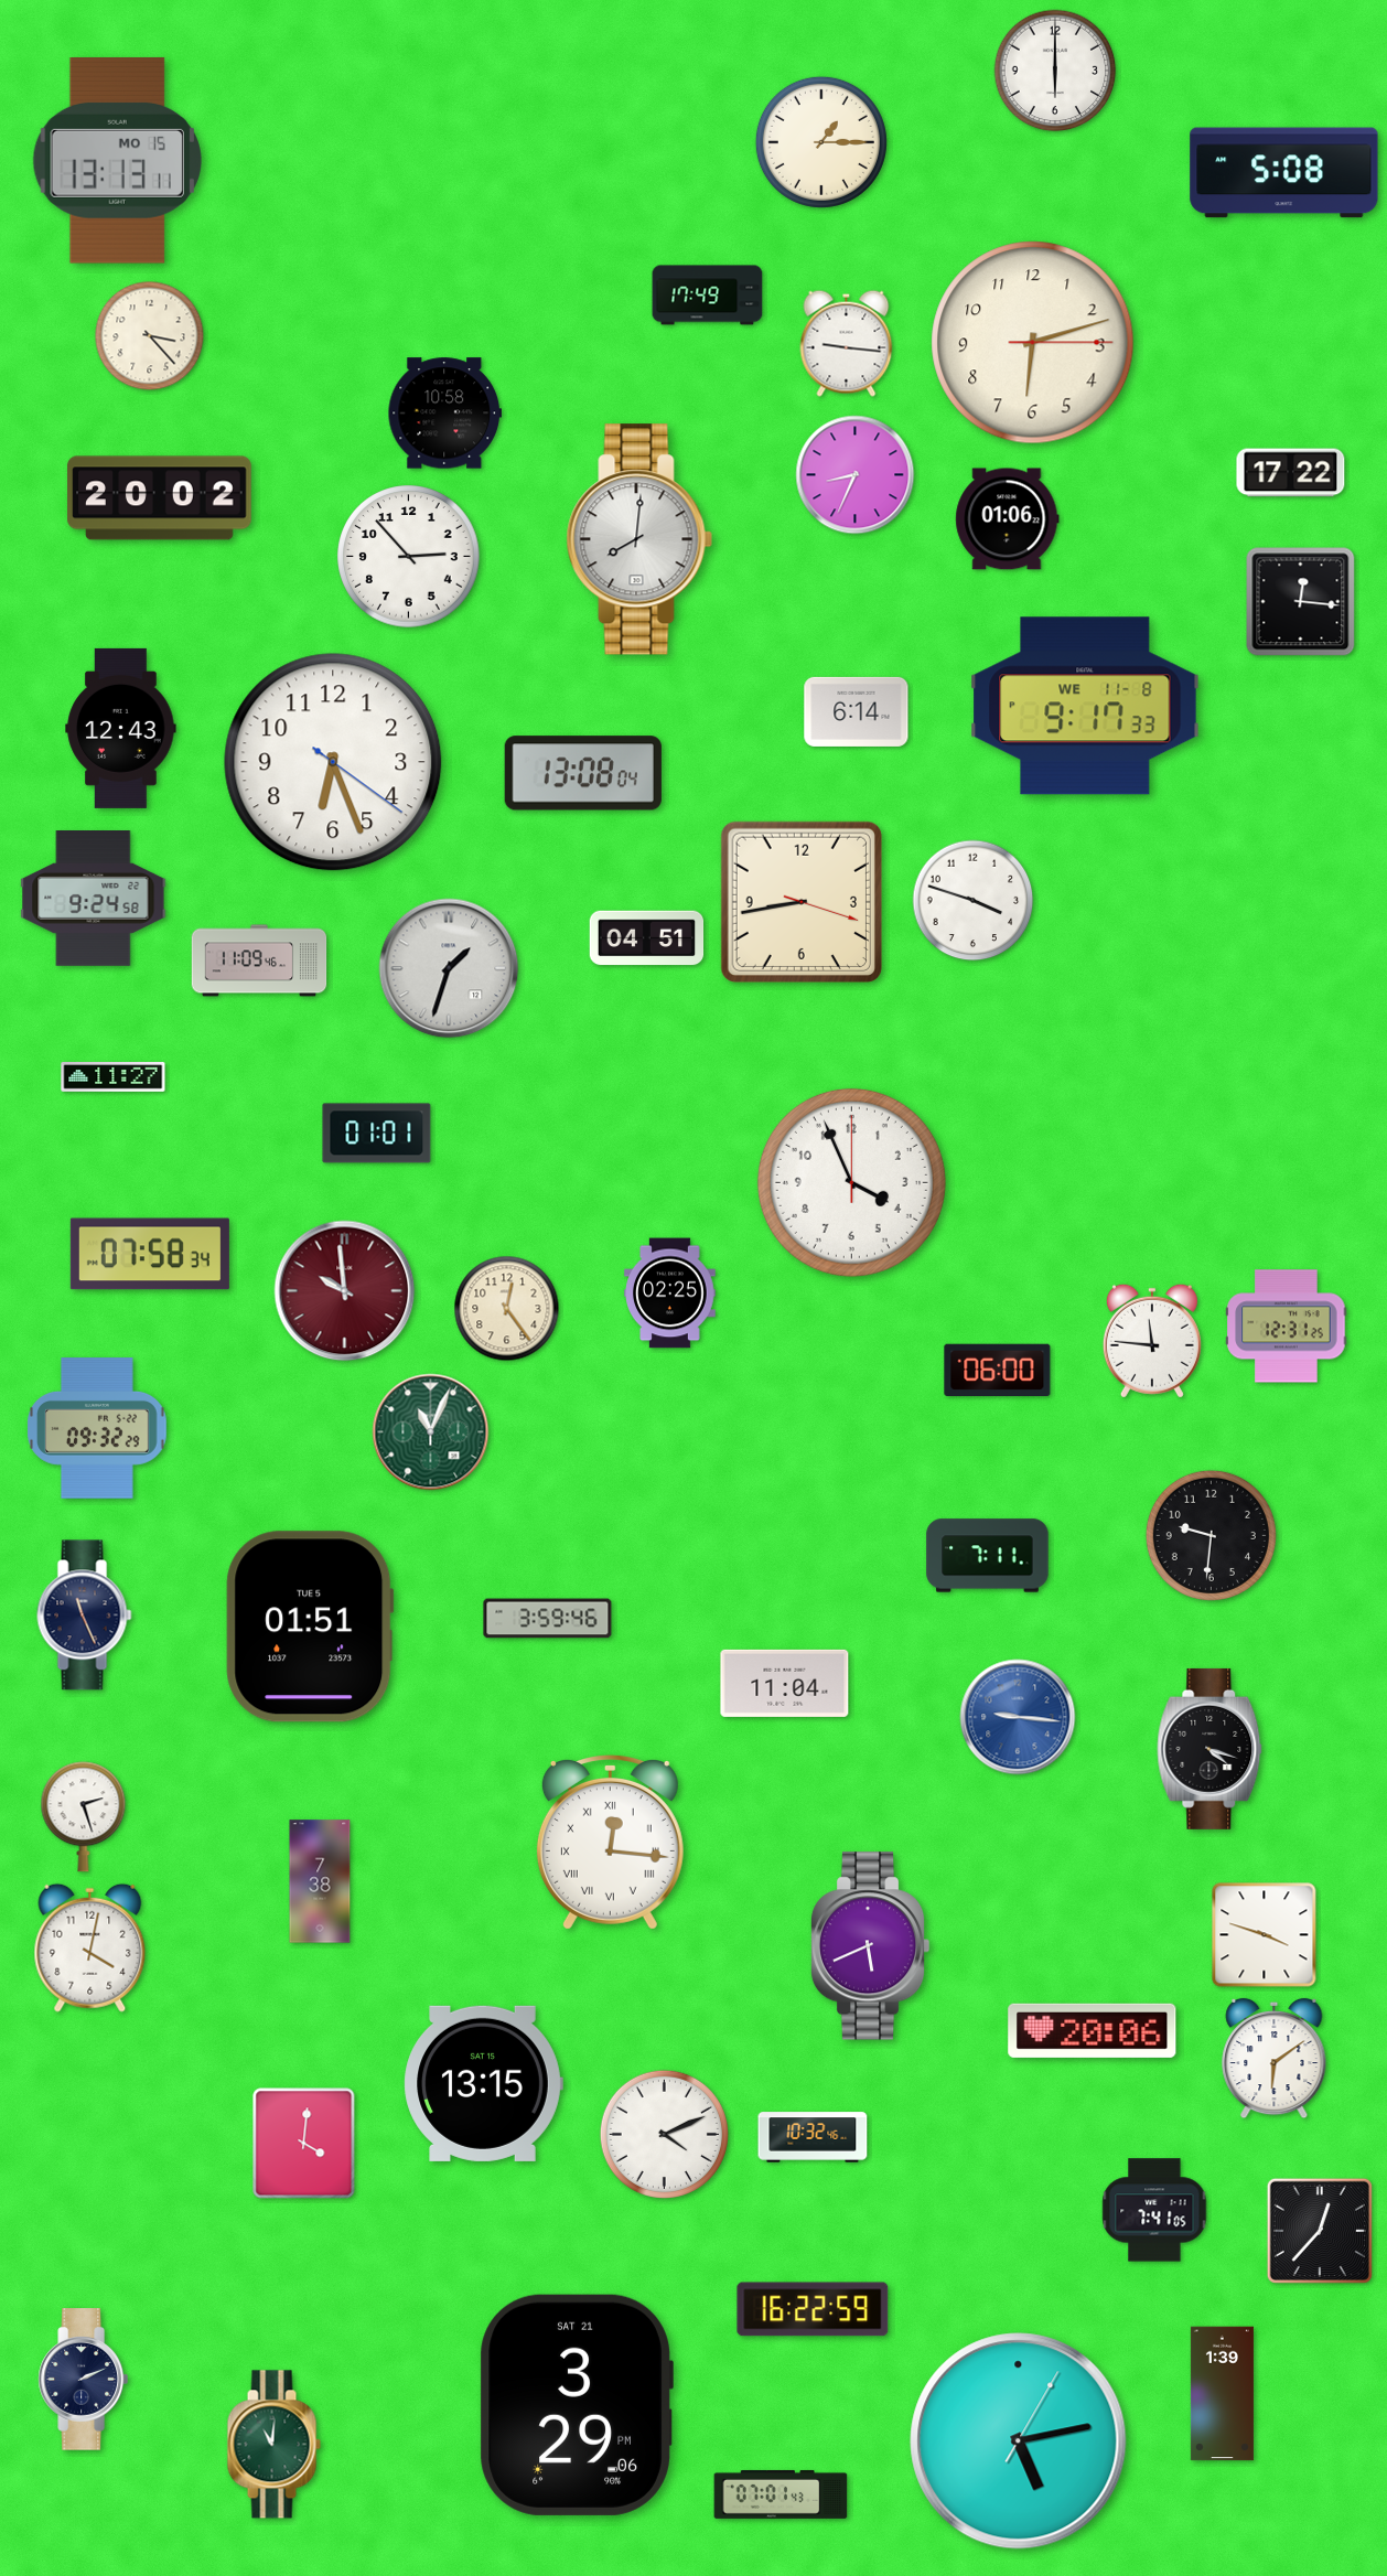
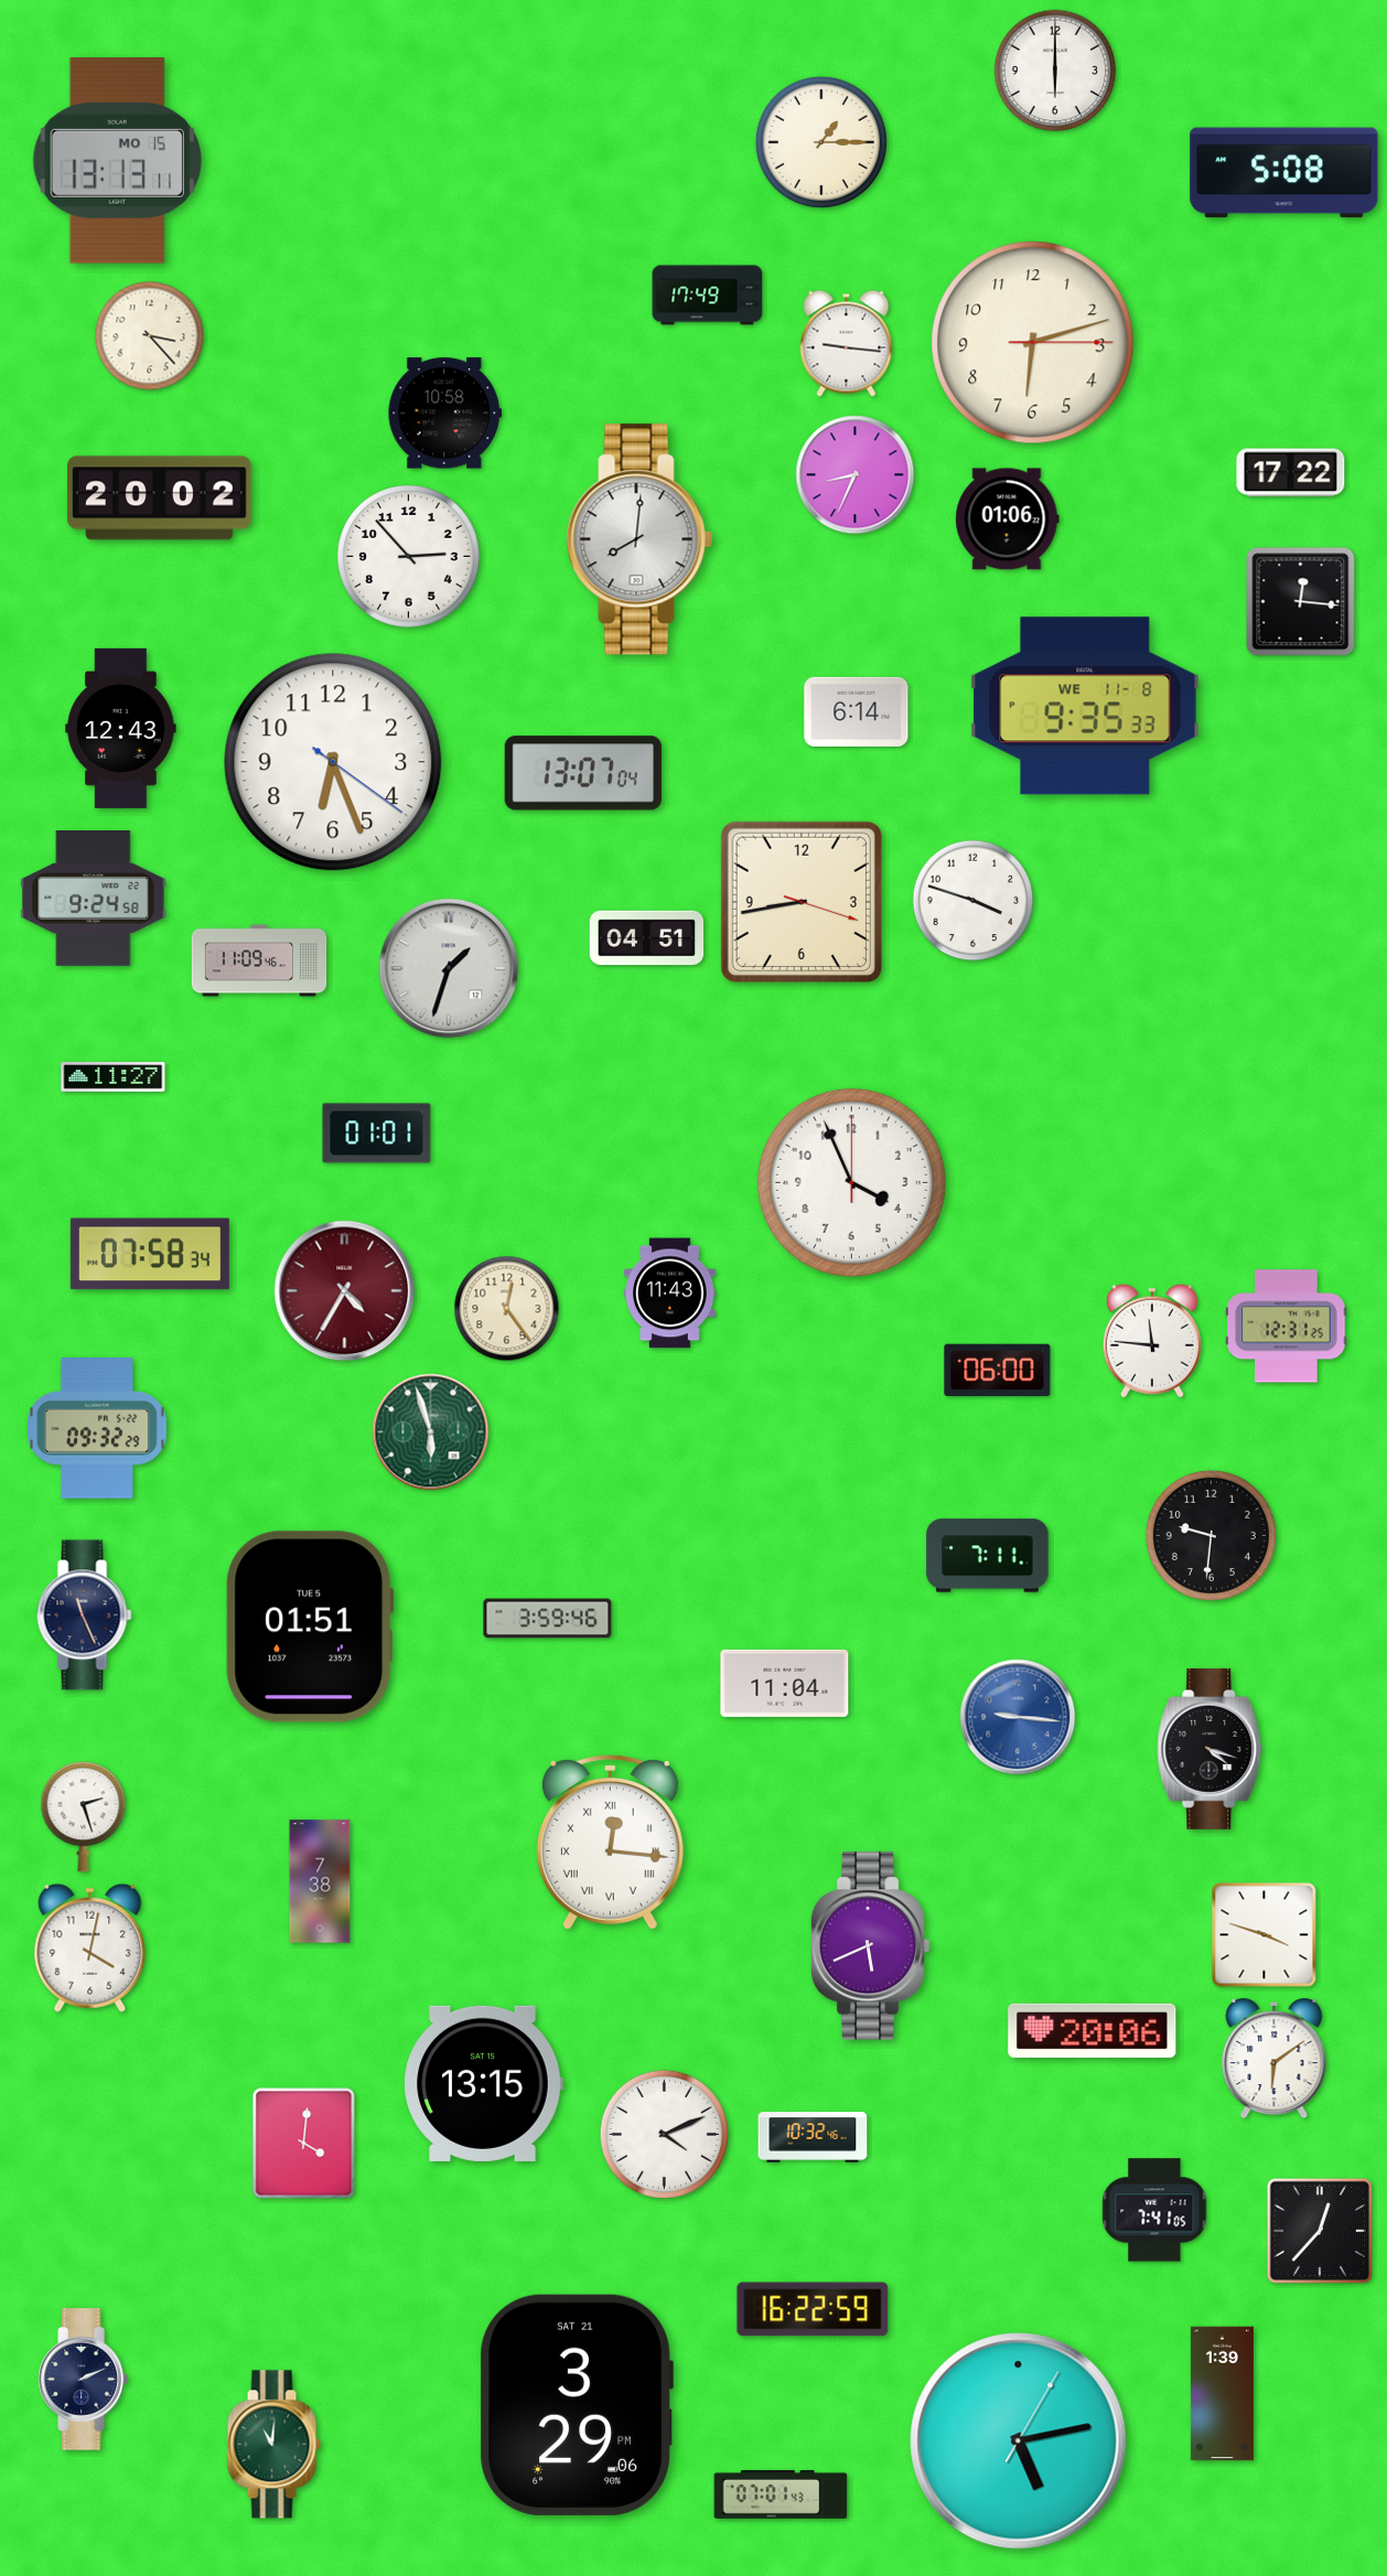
clock at (1085, 706): 9:17 -> 9:35
clock at (583, 773): 13:08 -> 13:07
clock at (345, 1291): 9:59 -> 4:35
clock at (670, 1294): 02:25 -> 11:43
clock at (431, 1432): 11:04 -> 5:57
